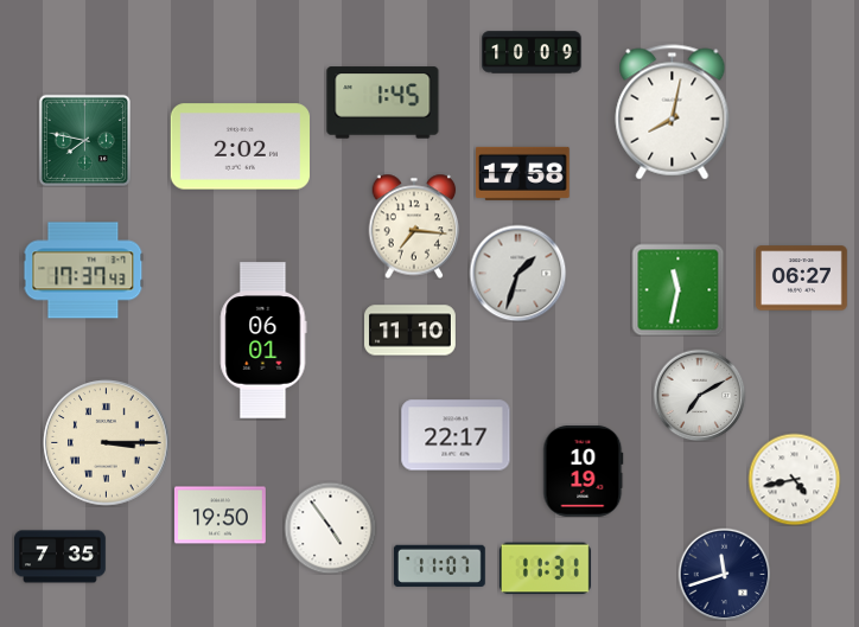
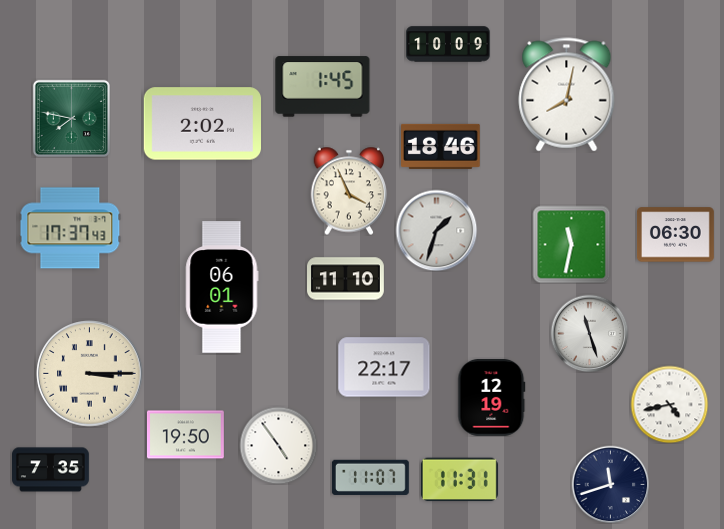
clock at (523, 173): 17:58 -> 18:46
clock at (414, 226): 7:16 -> 3:56
clock at (801, 279): 06:27 -> 06:30
clock at (699, 395): 7:10 -> 11:27
clock at (584, 471): 10:19 -> 12:19
